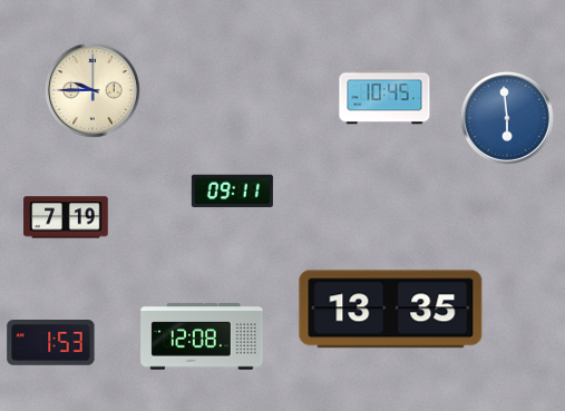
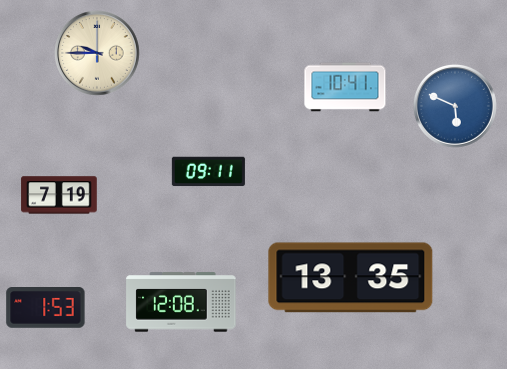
clock at (94, 91) position: (94, 91) -> (98, 54)
clock at (384, 97): 10:45 -> 10:41
clock at (507, 118): 5:59 -> 5:49
